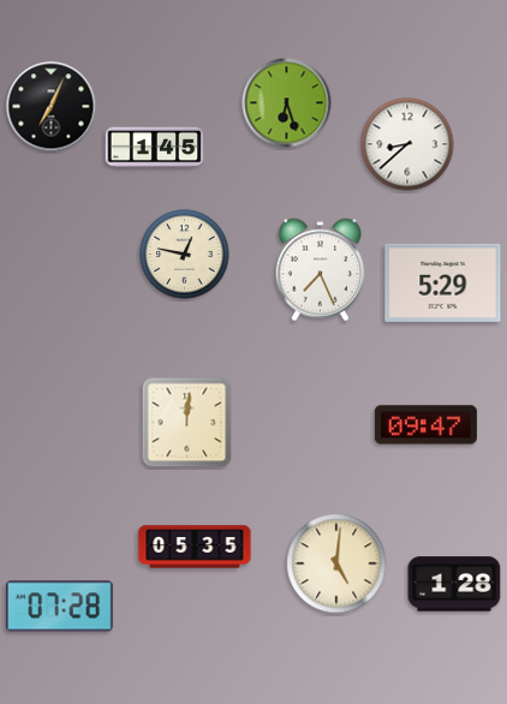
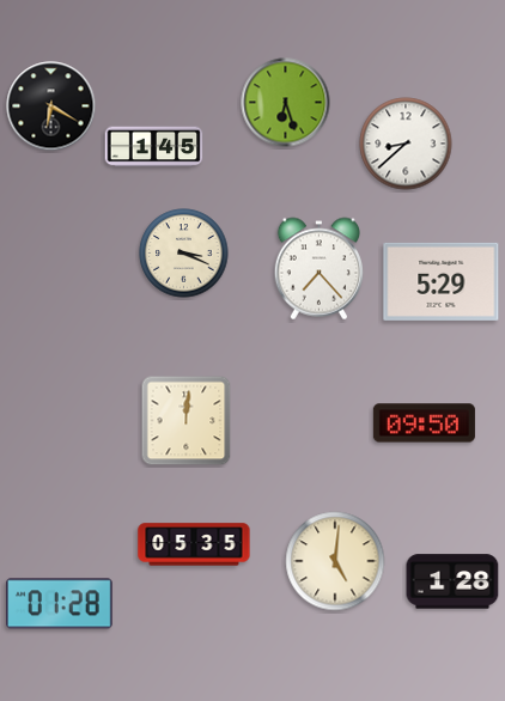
clock at (52, 107): 7:04 -> 6:20
clock at (185, 255): 12:47 -> 3:19
clock at (321, 270): 7:26 -> 7:23
clock at (425, 425): 09:47 -> 09:50
clock at (60, 607): 07:28 -> 01:28
